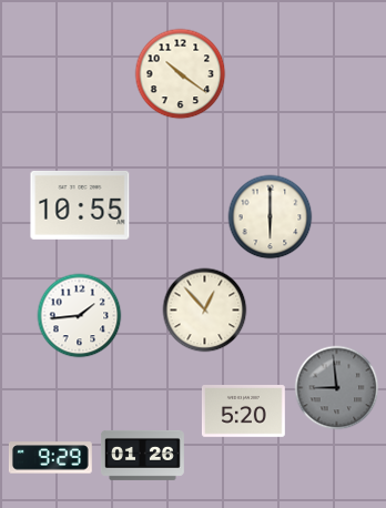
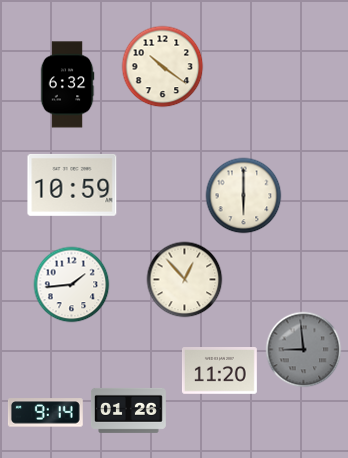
clock at (67, 85): none -> 6:32
clock at (80, 205): 10:55 -> 10:59
clock at (243, 412): 5:20 -> 11:20
clock at (50, 458): 9:29 -> 9:14
